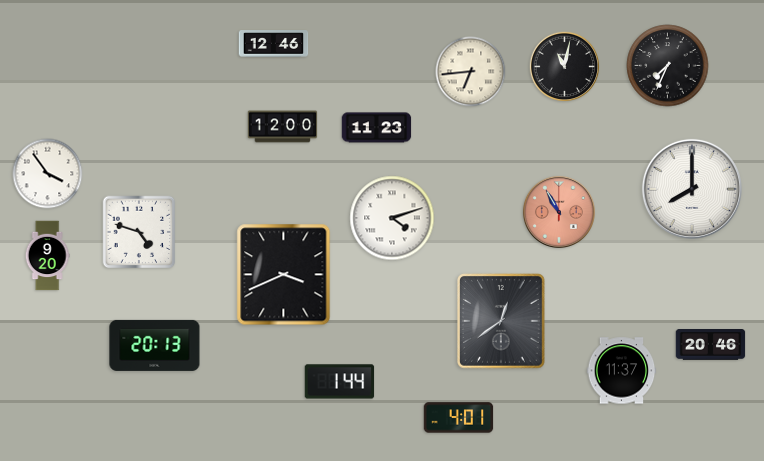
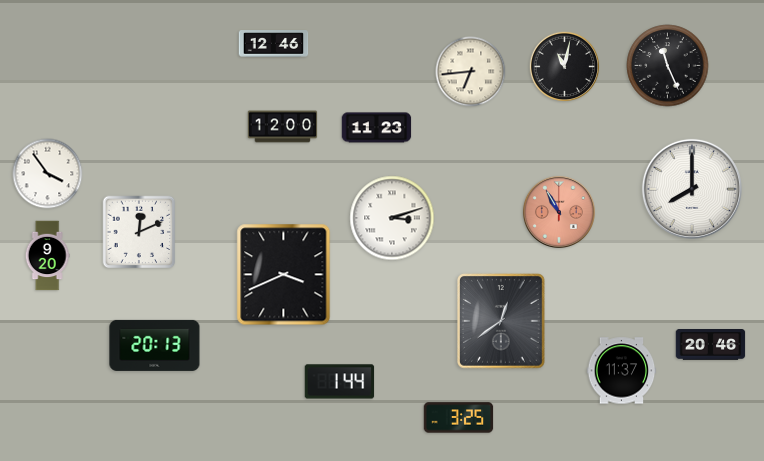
clock at (668, 66): 7:34 -> 11:26
clock at (392, 218): 4:12 -> 3:12
clock at (139, 232): 4:48 -> 12:11
clock at (459, 418): 4:01 -> 3:25
